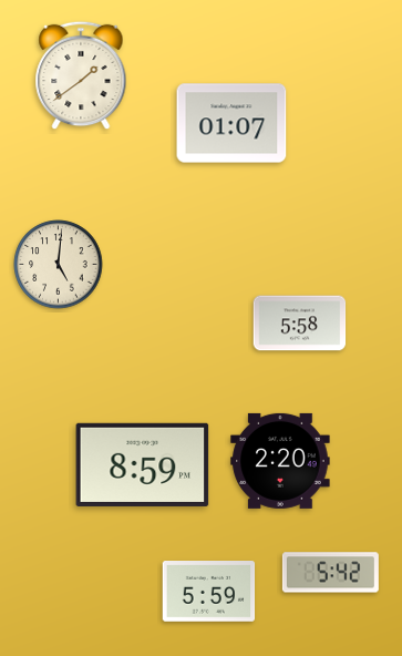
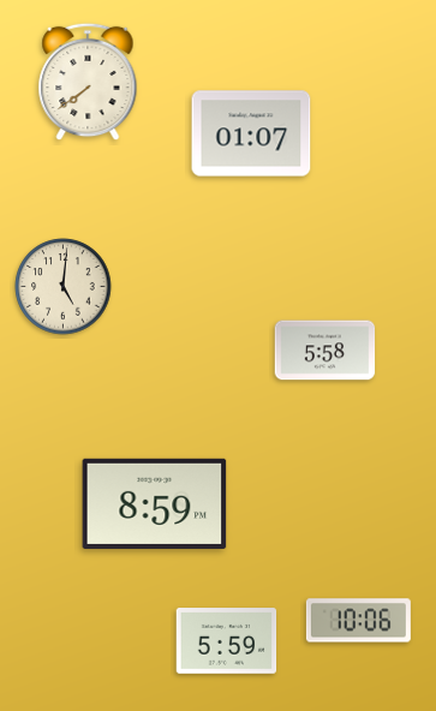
clock at (81, 75): 1:39 -> 7:39
clock at (280, 461): 2:20 -> none
clock at (330, 573): 5:42 -> 10:06
